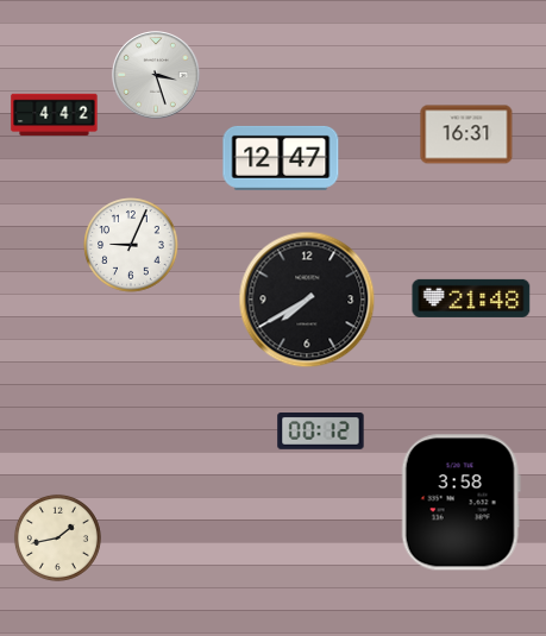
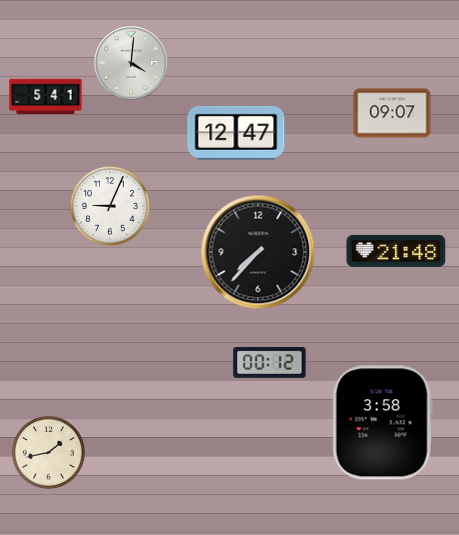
clock at (156, 75): 3:27 -> 4:01
clock at (55, 115): 4:42 -> 5:41
clock at (466, 134): 16:31 -> 09:07
clock at (307, 300): 7:40 -> 7:37
clock at (460, 503) position: (460, 503) -> (382, 423)
